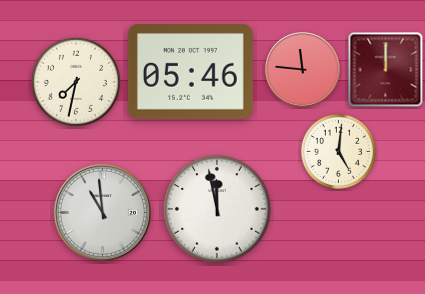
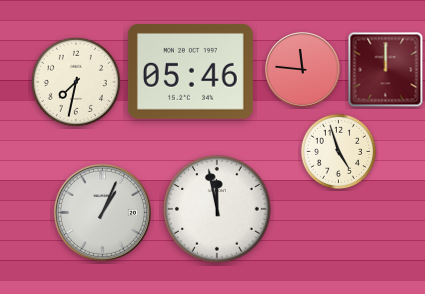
clock at (338, 151): 5:01 -> 4:57
clock at (102, 212): 10:59 -> 1:04
